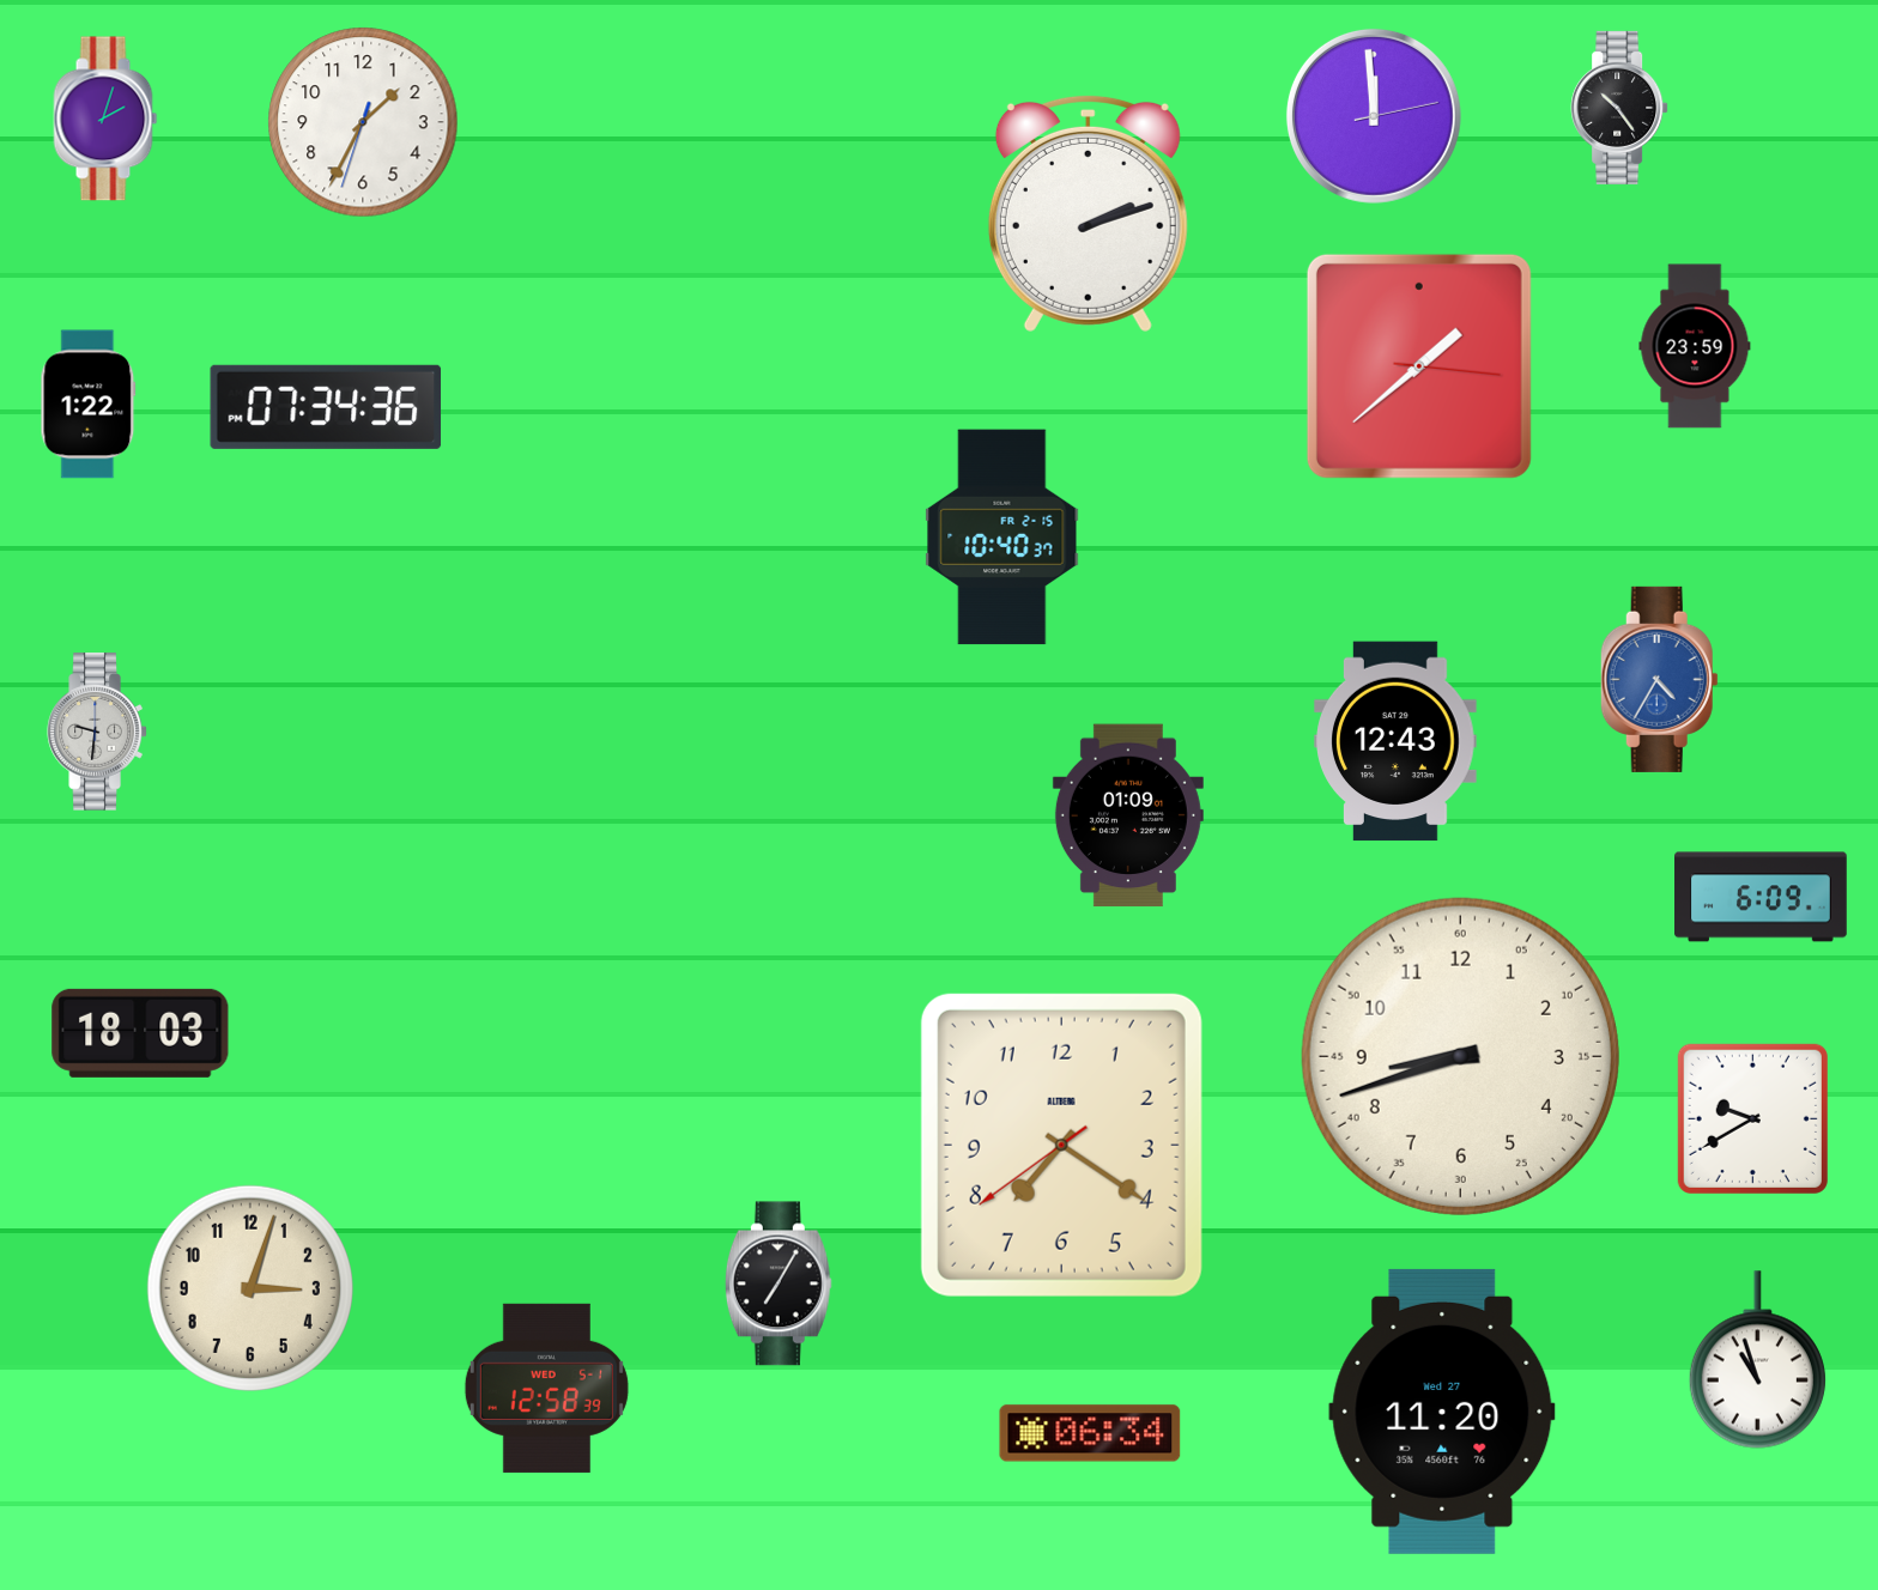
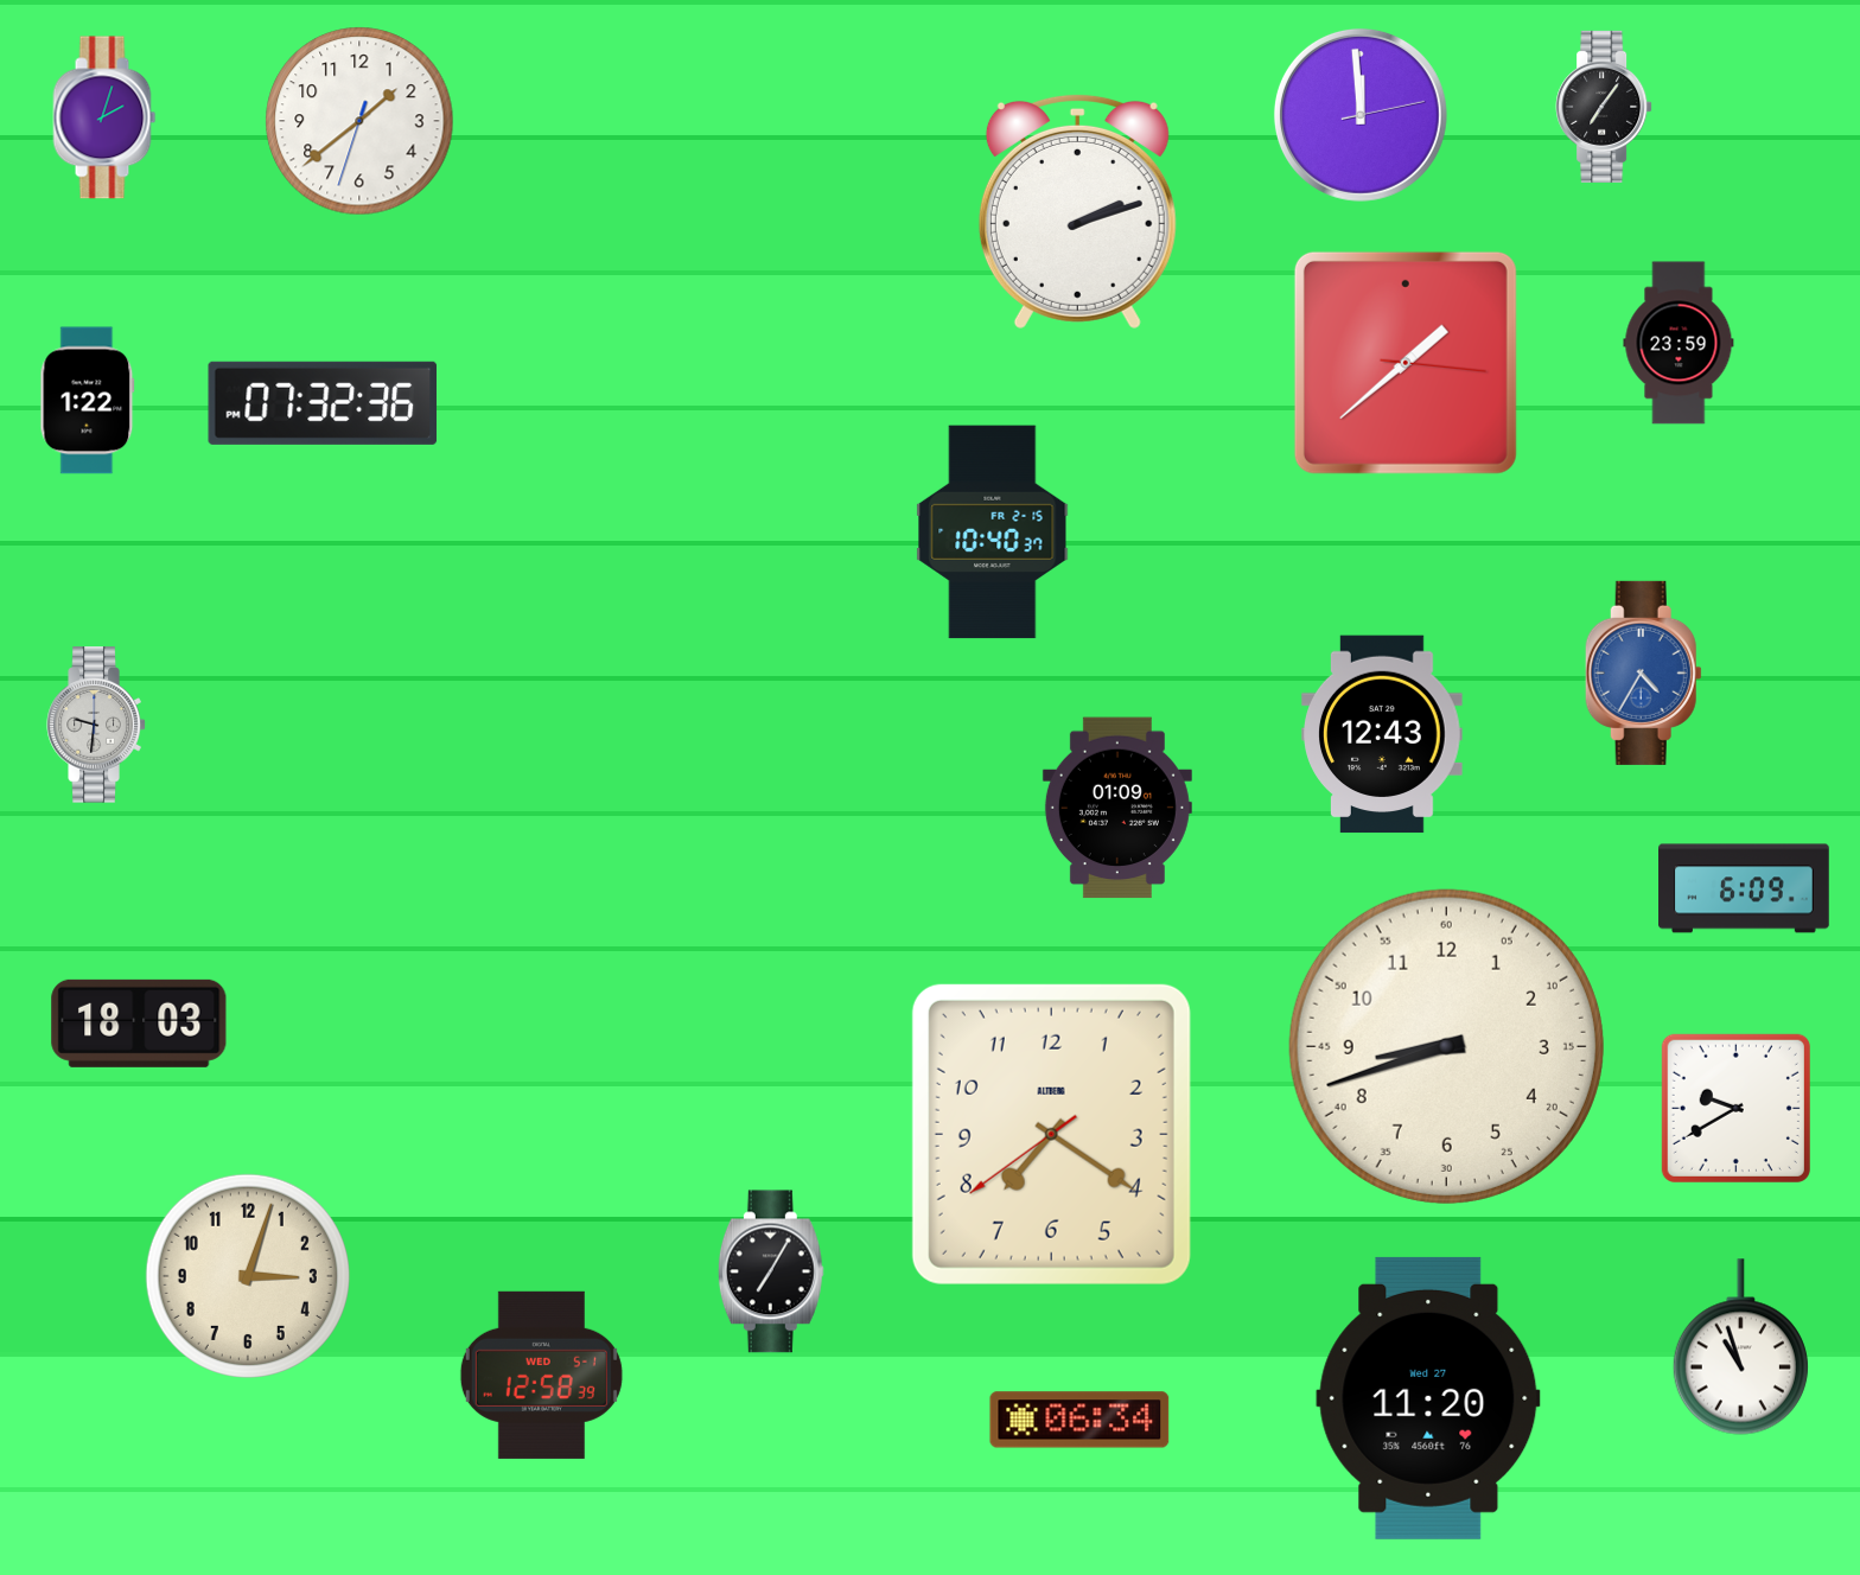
clock at (1619, 108): 10:24 -> 7:06
clock at (363, 122): 1:34 -> 1:38
clock at (326, 407): 07:34 -> 07:32
